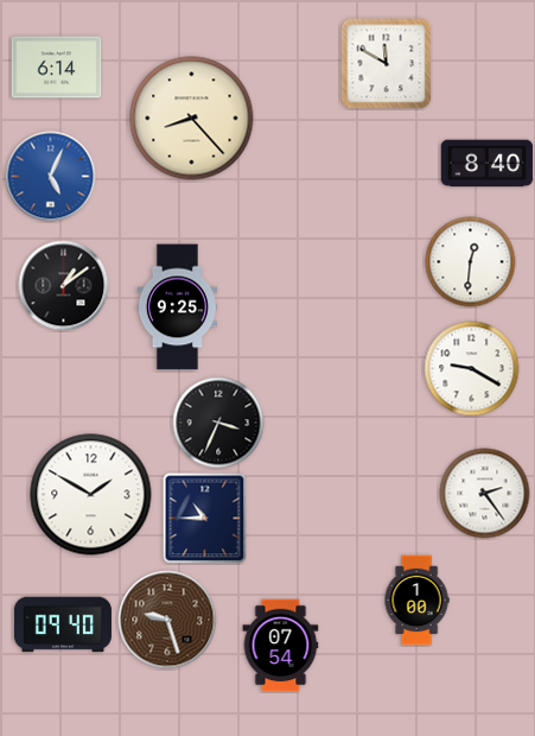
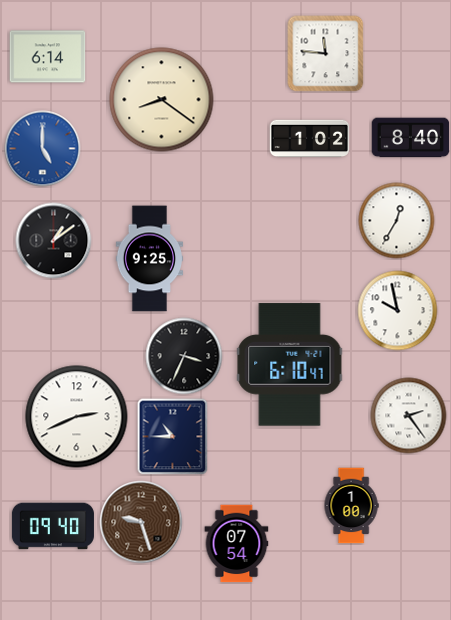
clock at (387, 64): 11:50 -> 11:46
clock at (192, 119): 8:23 -> 8:21
clock at (310, 139): none -> 1:02
clock at (51, 177): 5:04 -> 5:00
clock at (471, 262): 12:31 -> 12:35
clock at (472, 369): 9:20 -> 9:58
clock at (290, 365): none -> 6:10
clock at (91, 495): 1:50 -> 2:41
